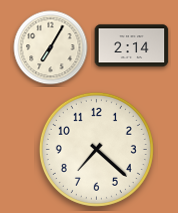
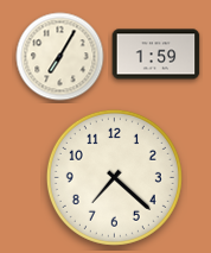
clock at (132, 46): 2:14 -> 1:59
